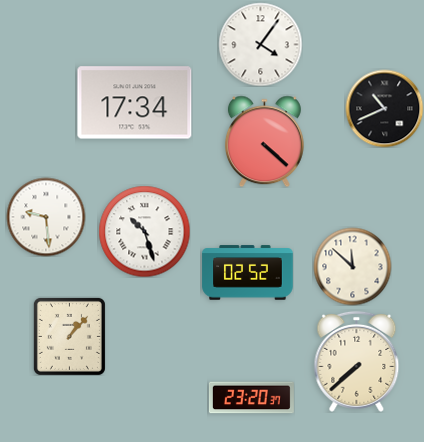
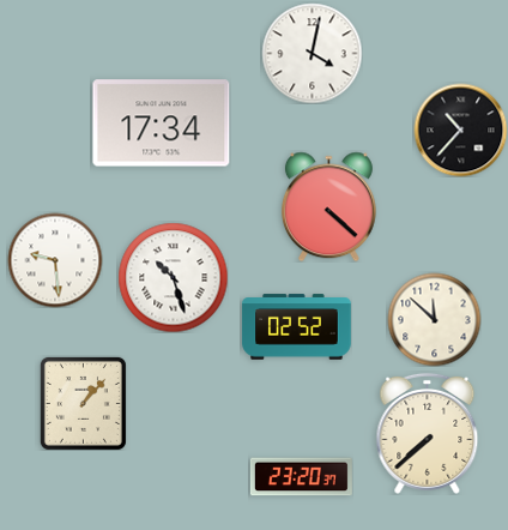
clock at (260, 44): 4:06 -> 4:02
clock at (384, 108): 10:41 -> 10:37
clock at (264, 141) position: (264, 141) -> (328, 206)
clock at (352, 266) position: (352, 266) -> (434, 319)
